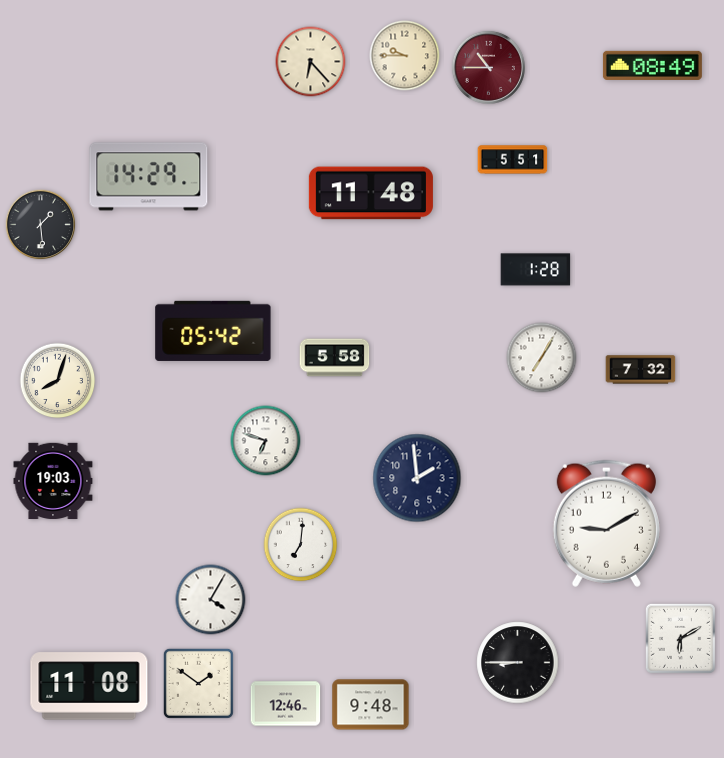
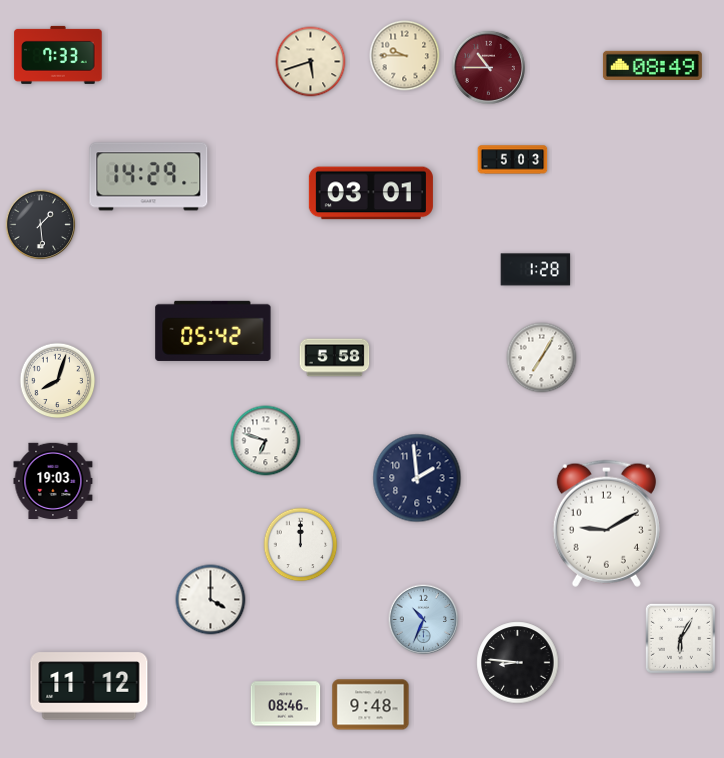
clock at (58, 55): none -> 7:33
clock at (311, 62): 6:23 -> 5:42
clock at (513, 160): 5:51 -> 5:03
clock at (371, 193): 11:48 -> 03:01
clock at (641, 370): 7:32 -> none
clock at (301, 545): 7:01 -> 12:00
clock at (211, 600): 4:05 -> 4:00
clock at (424, 620): none -> 10:34
clock at (680, 638): 6:10 -> 6:05
clock at (518, 663): 8:45 -> 8:46
clock at (198, 683): 1:51 -> none
clock at (89, 686): 11:08 -> 11:12
clock at (286, 704): 12:46 -> 08:46
